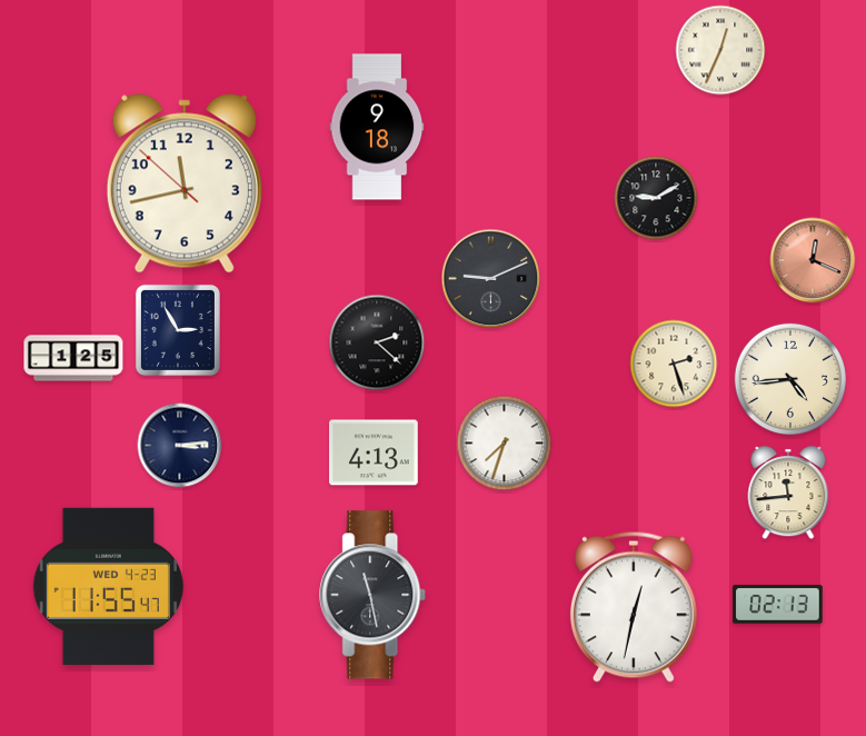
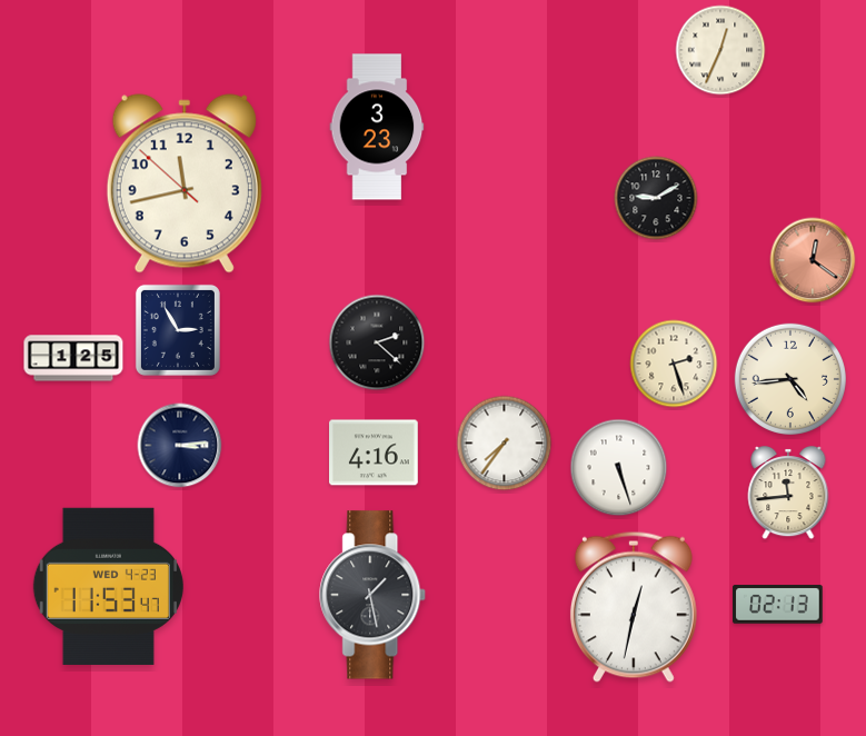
clock at (377, 127): 9:18 -> 3:23
clock at (813, 260): 12:19 -> 12:21
clock at (491, 279): 9:11 -> none
clock at (505, 444): 7:33 -> 7:36
clock at (375, 452): 4:13 -> 4:16
clock at (619, 468): none -> 5:27
clock at (108, 586): 11:55 -> 11:53
clock at (374, 595): 11:28 -> 1:28
